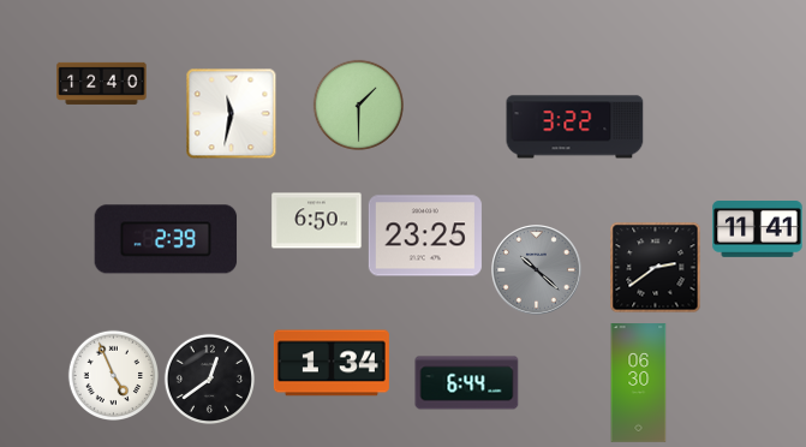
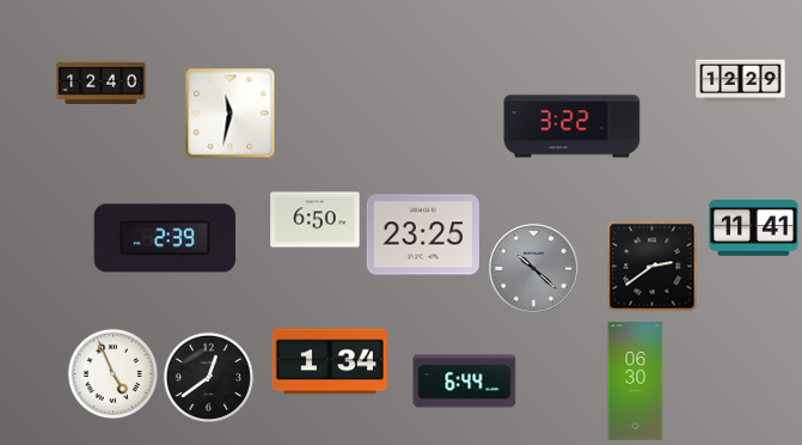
clock at (741, 81): none -> 12:29
clock at (358, 105): 1:30 -> none
